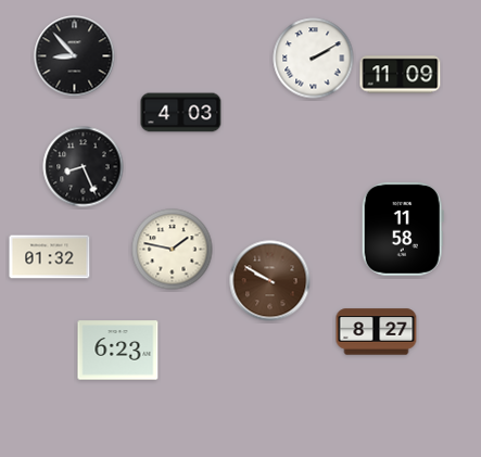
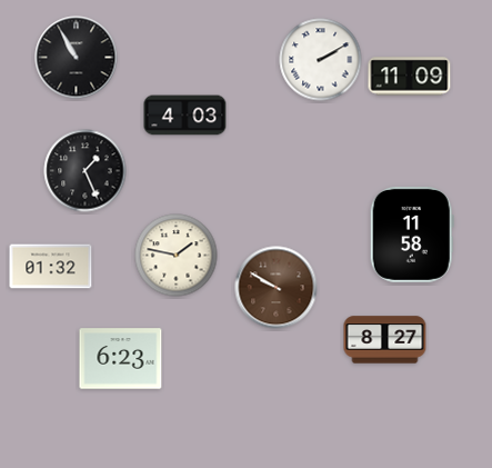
clock at (75, 56): 8:53 -> 10:55
clock at (84, 167): 8:26 -> 1:26
clock at (50, 257) position: (50, 257) -> (51, 267)
